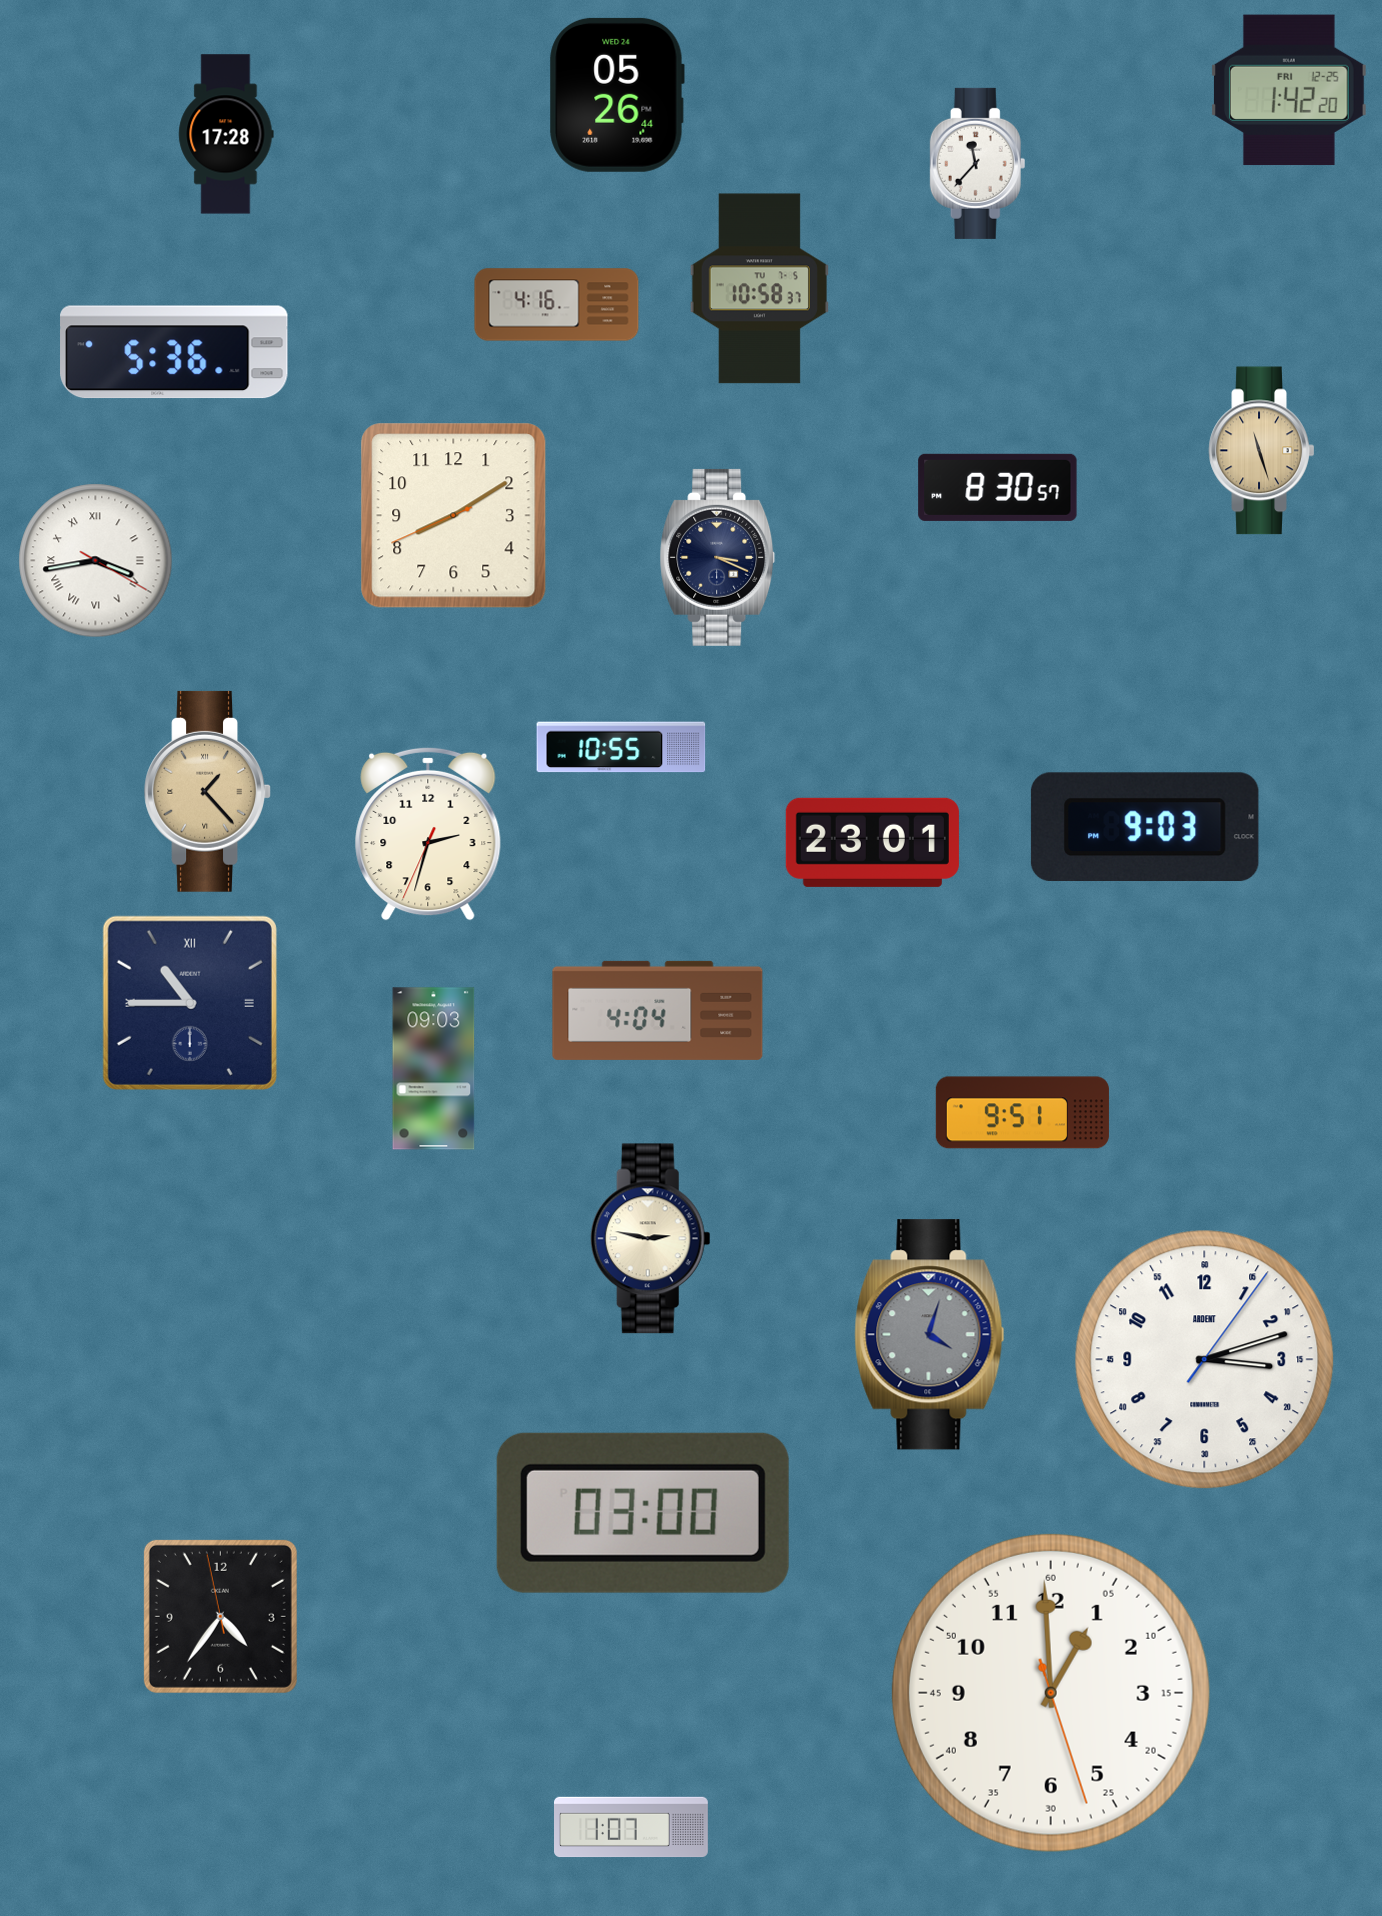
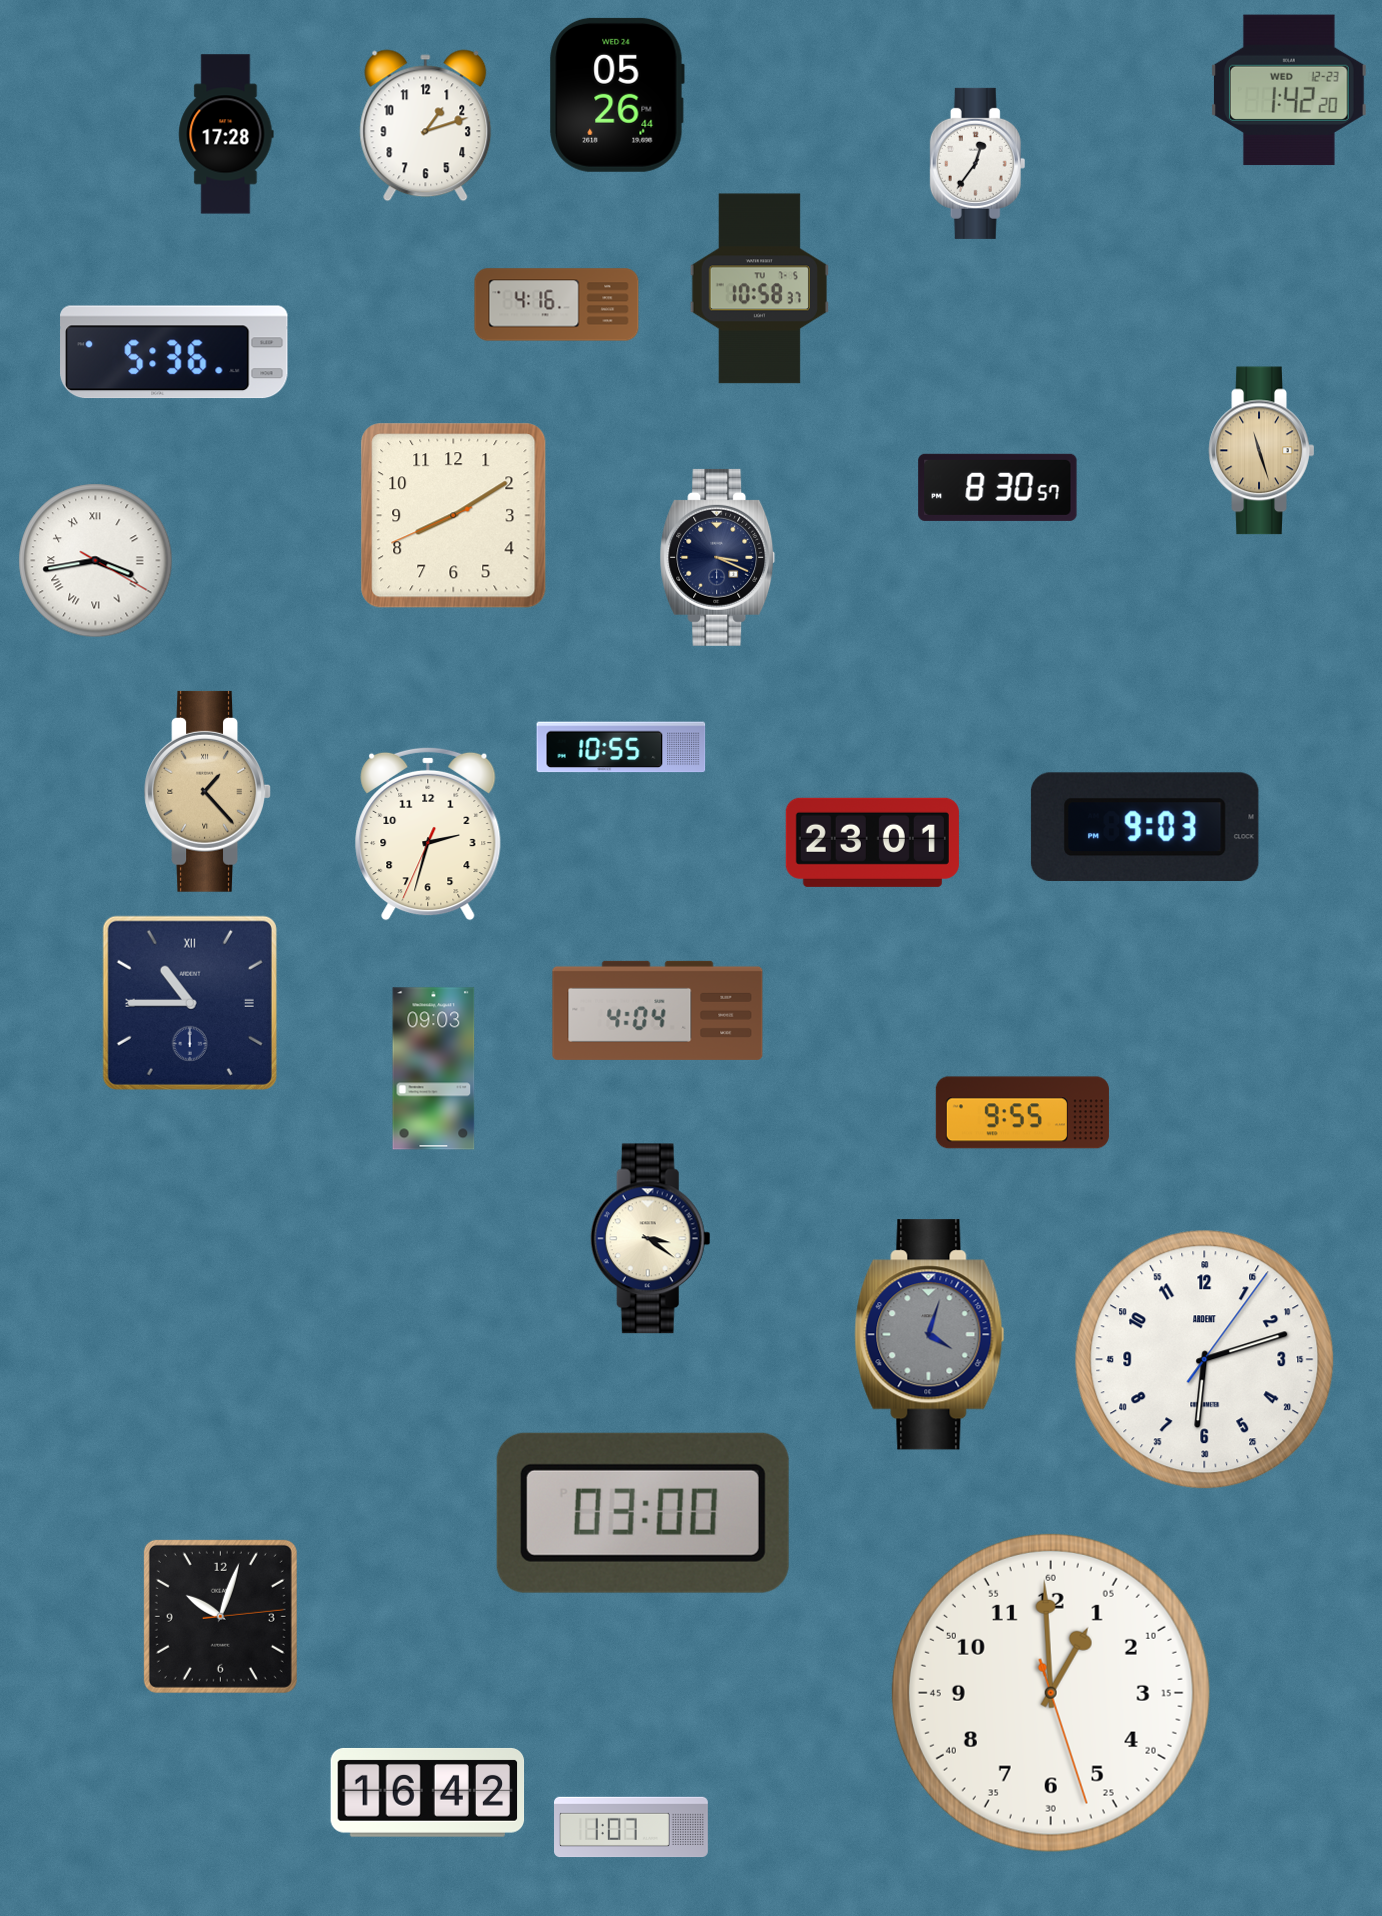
clock at (1290, 90) date: FRI 12-25 -> WED 12-23
clock at (426, 126): none -> 1:12
clock at (978, 163): 11:37 -> 12:36
clock at (1022, 1113): 9:51 -> 9:55
clock at (650, 1239): 2:47 -> 3:21
clock at (1205, 1360): 3:12 -> 6:12
clock at (220, 1616): 4:35 -> 10:03
clock at (428, 1793): none -> 16:42
